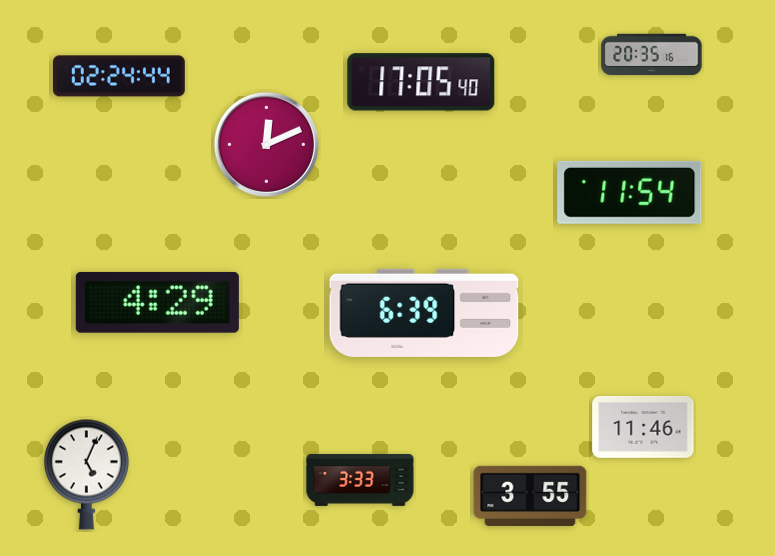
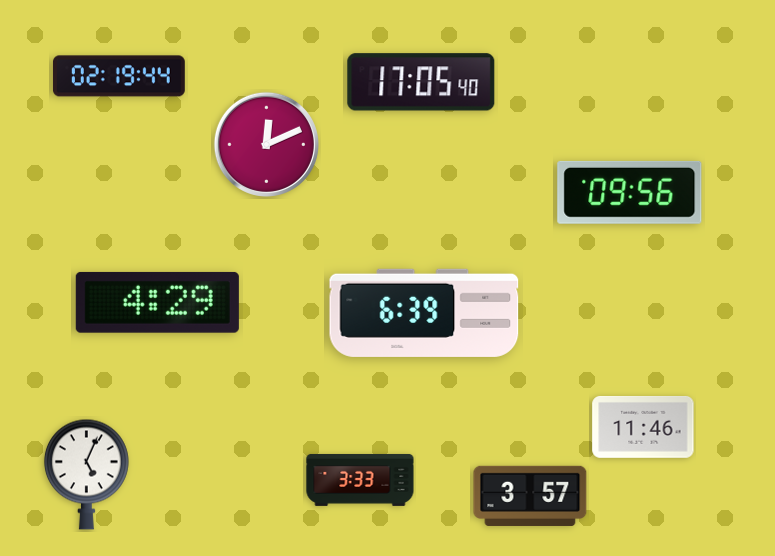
clock at (652, 55): 20:35 -> none
clock at (119, 76): 02:24 -> 02:19
clock at (630, 192): 11:54 -> 09:56
clock at (530, 496): 3:55 -> 3:57
